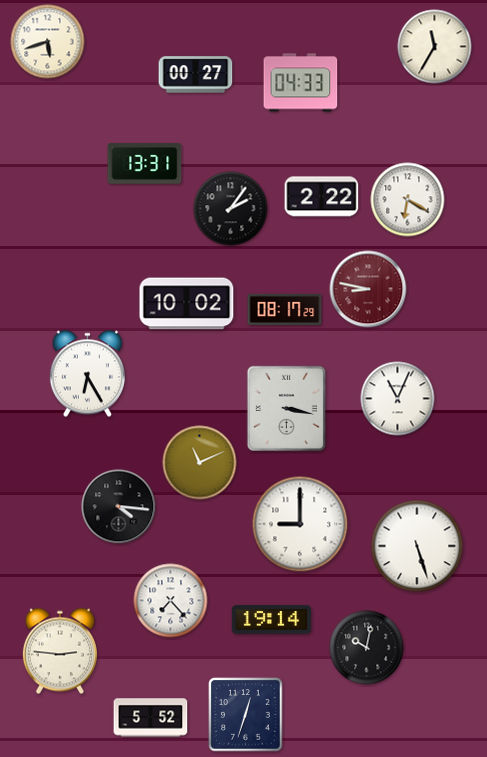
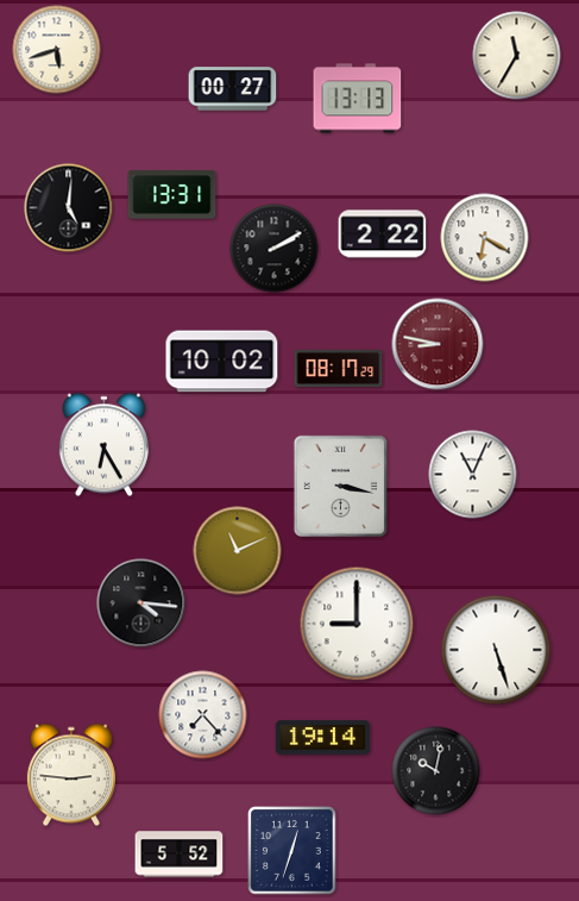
clock at (301, 83): 04:33 -> 13:13
clock at (69, 208): none -> 5:01
clock at (231, 209): 2:06 -> 2:10
